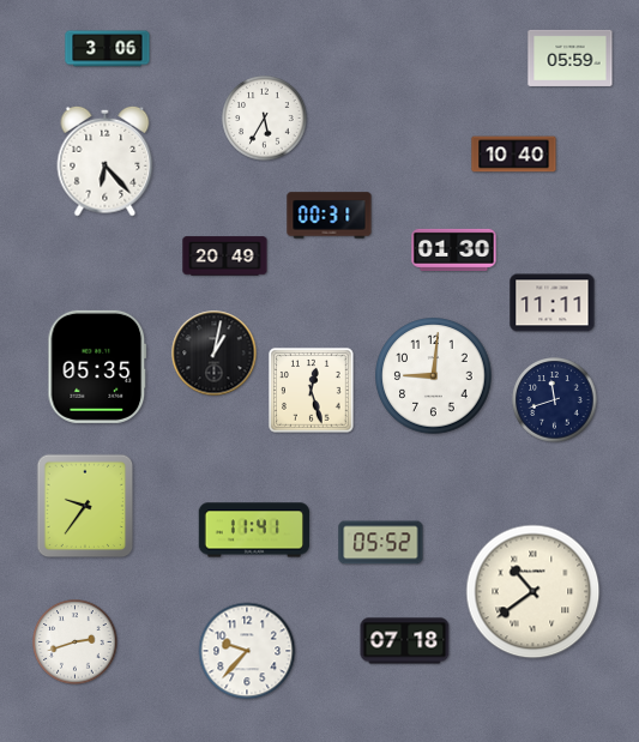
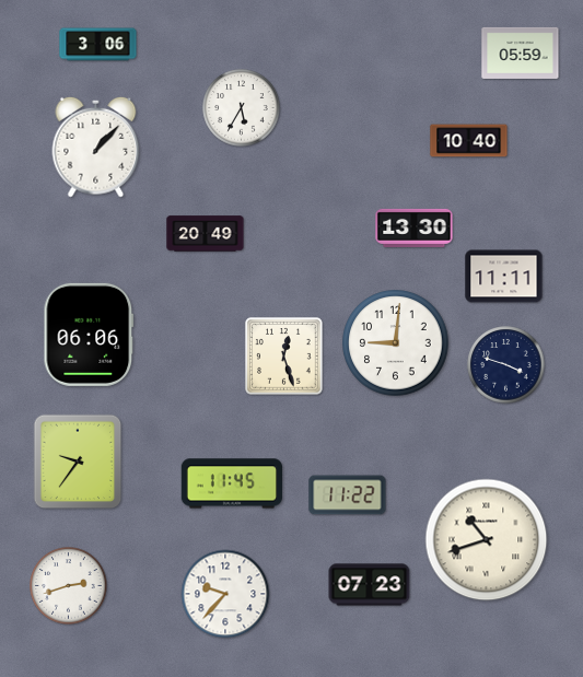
clock at (106, 161): 6:23 -> 1:07
clock at (330, 216): 00:31 -> none
clock at (454, 249): 01:30 -> 13:30
clock at (215, 354): 1:02 -> none
clock at (97, 367): 05:35 -> 06:06
clock at (555, 400): 11:42 -> 3:48
clock at (254, 530): 11:41 -> 11:45
clock at (381, 543): 05:52 -> 11:22
clock at (533, 592): 10:39 -> 10:42
clock at (405, 641): 07:18 -> 07:23
